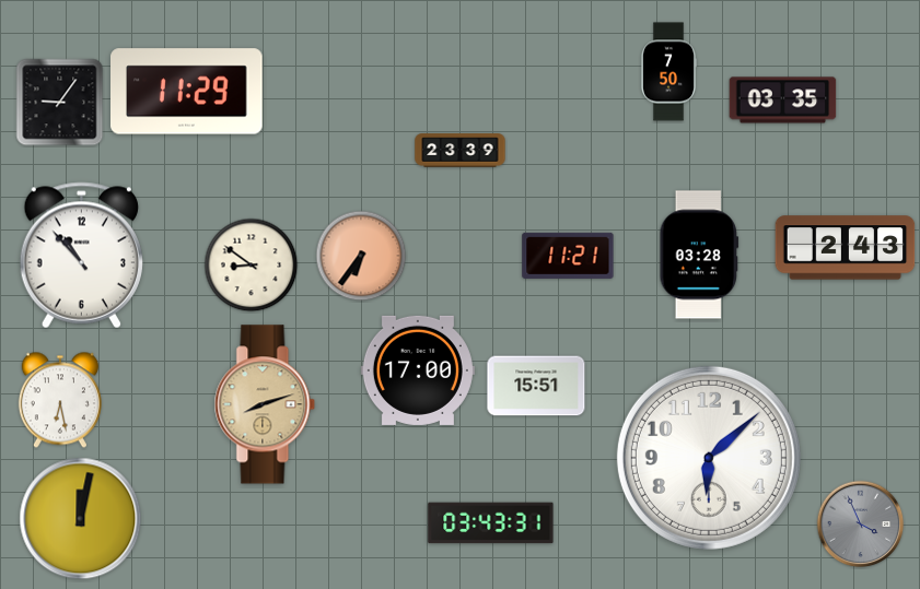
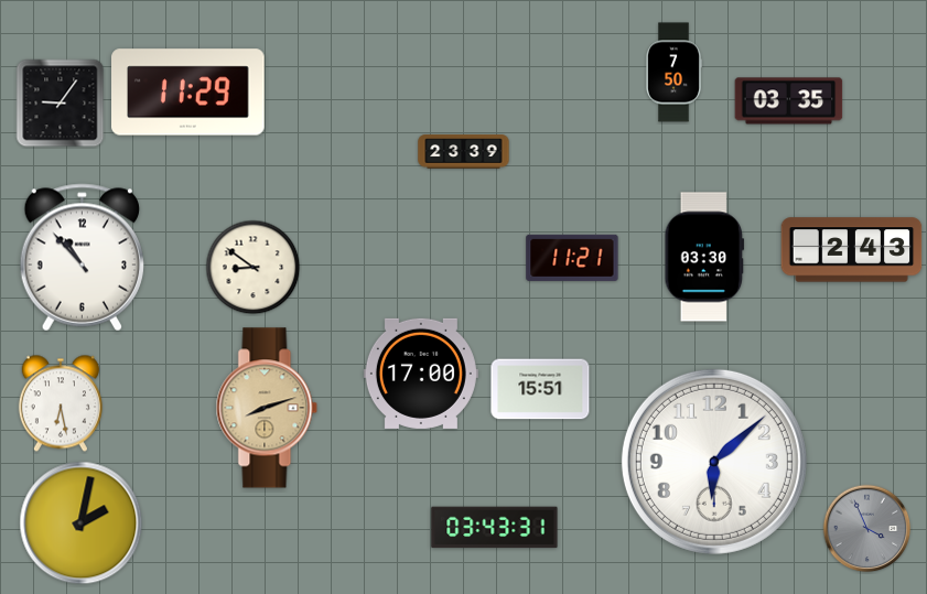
clock at (699, 255): 03:28 -> 03:30
clock at (361, 256): 6:36 -> none
clock at (81, 519): 12:02 -> 2:02
